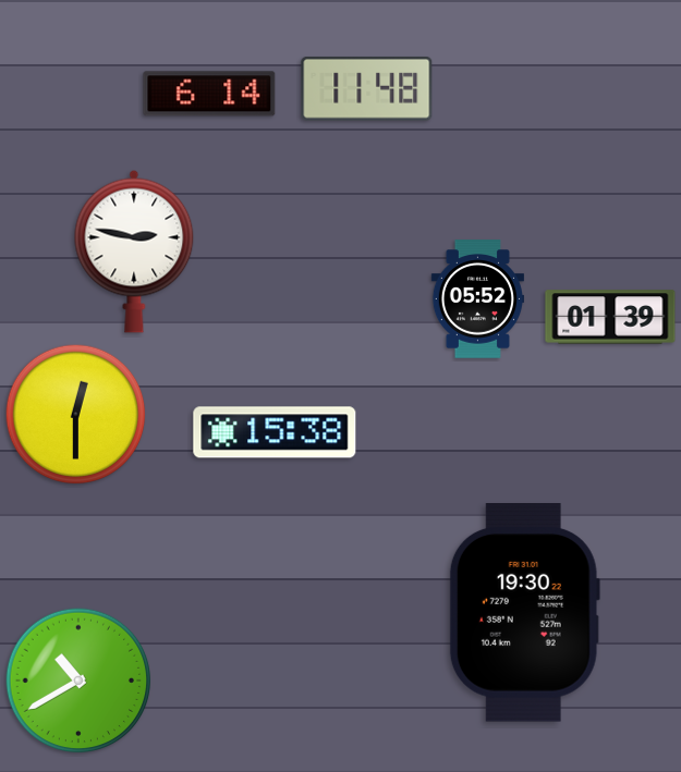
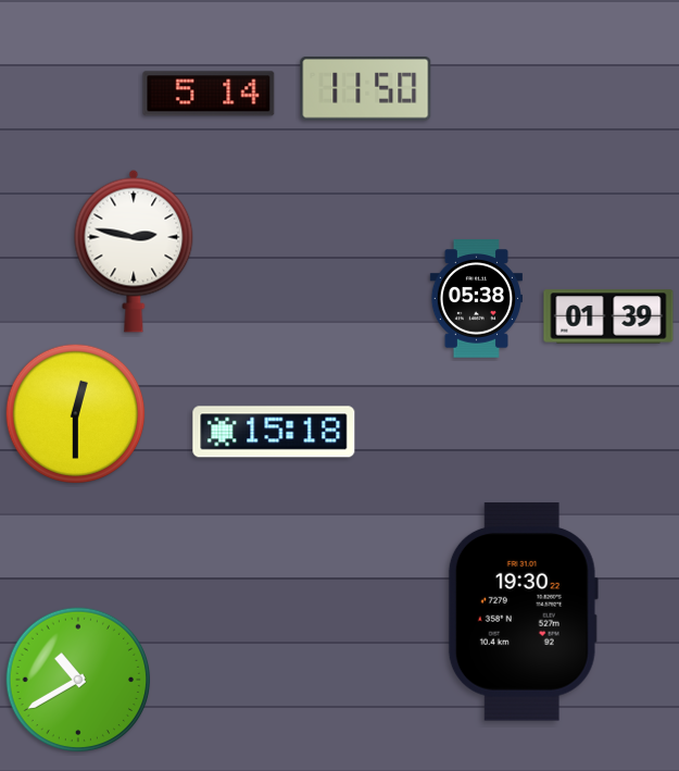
clock at (367, 88): 11:48 -> 11:50
clock at (209, 94): 6:14 -> 5:14
clock at (477, 299): 05:52 -> 05:38
clock at (275, 432): 15:38 -> 15:18
